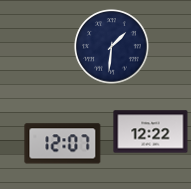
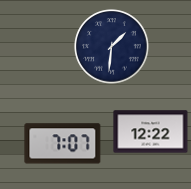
clock at (63, 144): 12:07 -> 7:07
